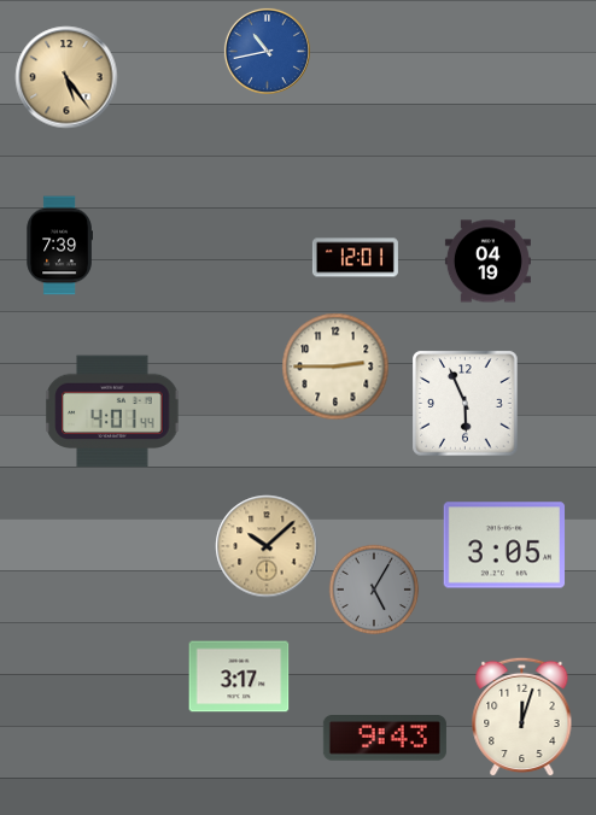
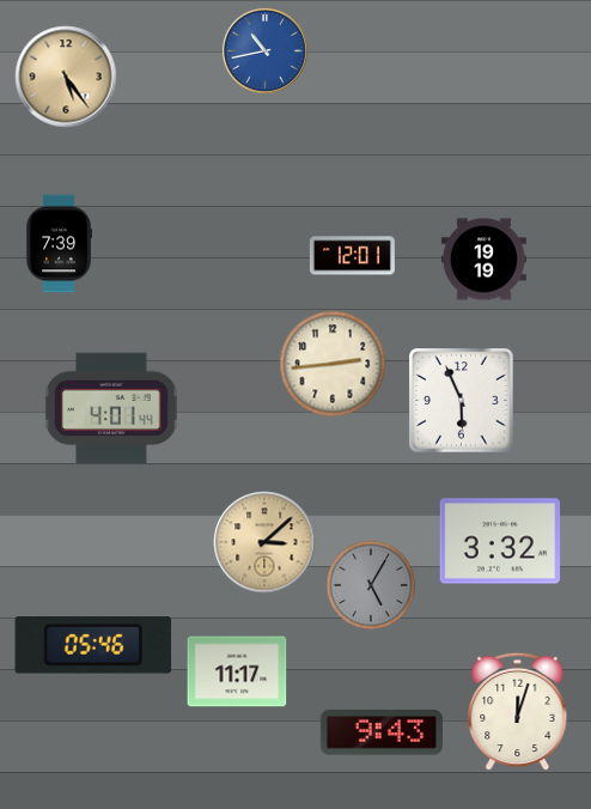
clock at (487, 262): 04:19 -> 19:19
clock at (335, 367): 2:45 -> 2:44
clock at (504, 545): 3:05 -> 3:32
clock at (267, 546): 10:08 -> 3:08
clock at (93, 645): none -> 05:46
clock at (239, 676): 3:17 -> 11:17
